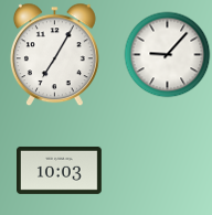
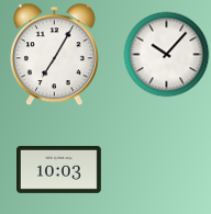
clock at (167, 54): 9:07 -> 10:07
